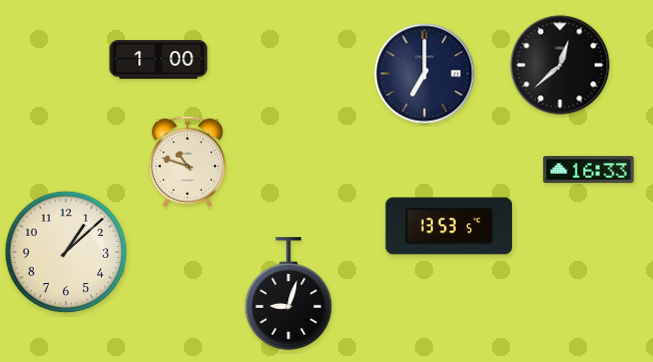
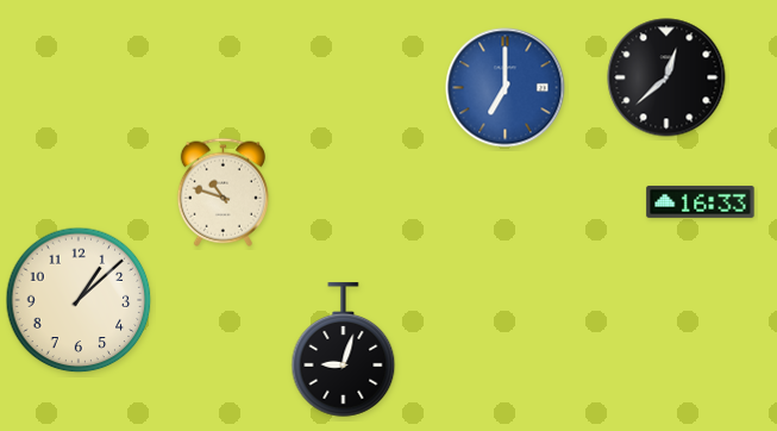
clock at (159, 60): 1:00 -> none
clock at (425, 74) dial: navy -> blue
clock at (449, 226): 13:53 -> none
